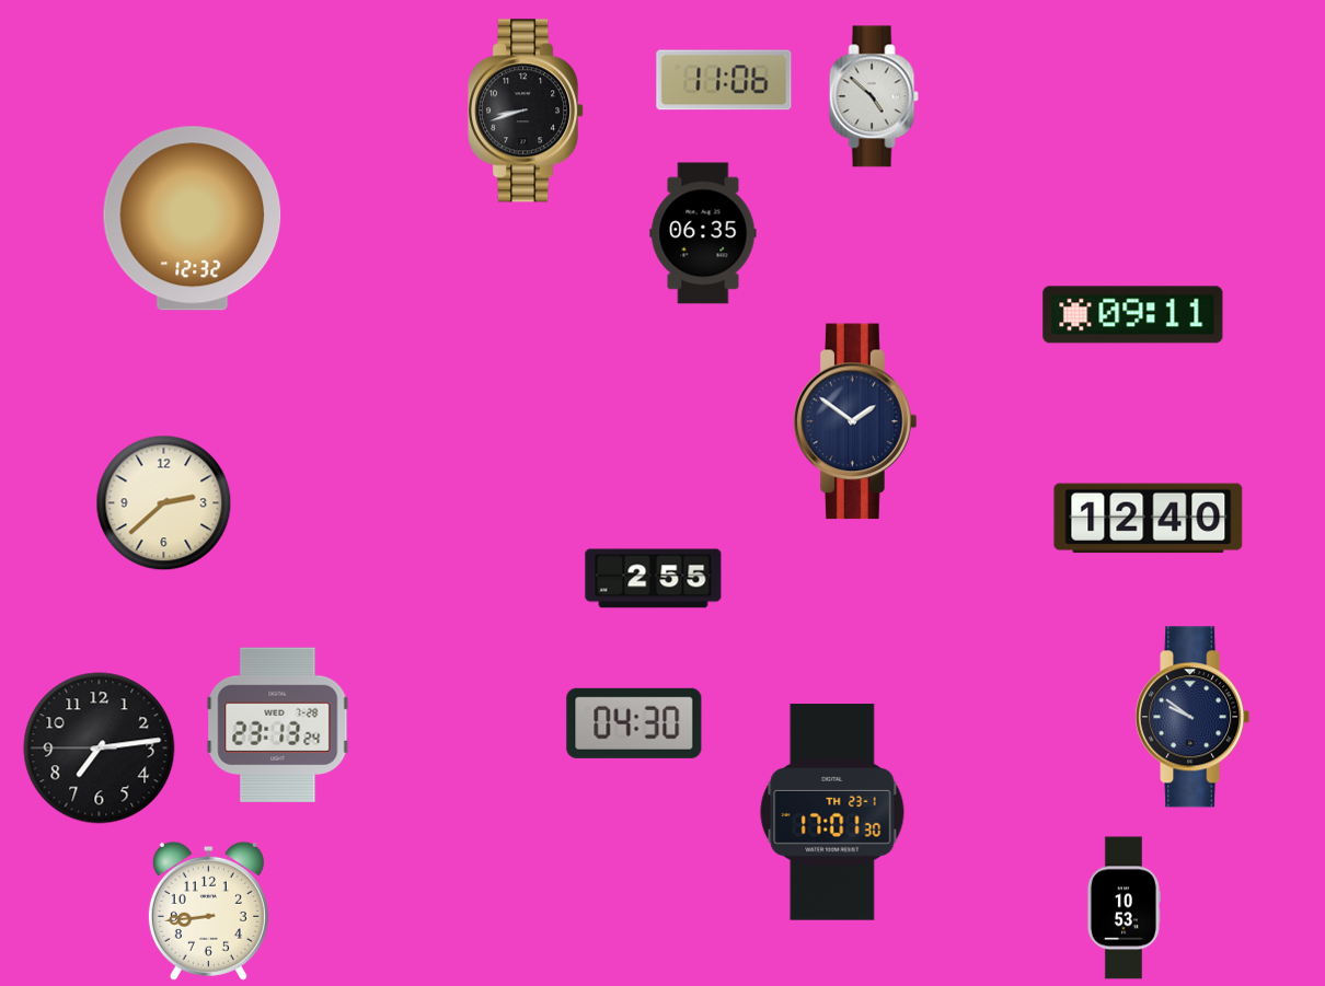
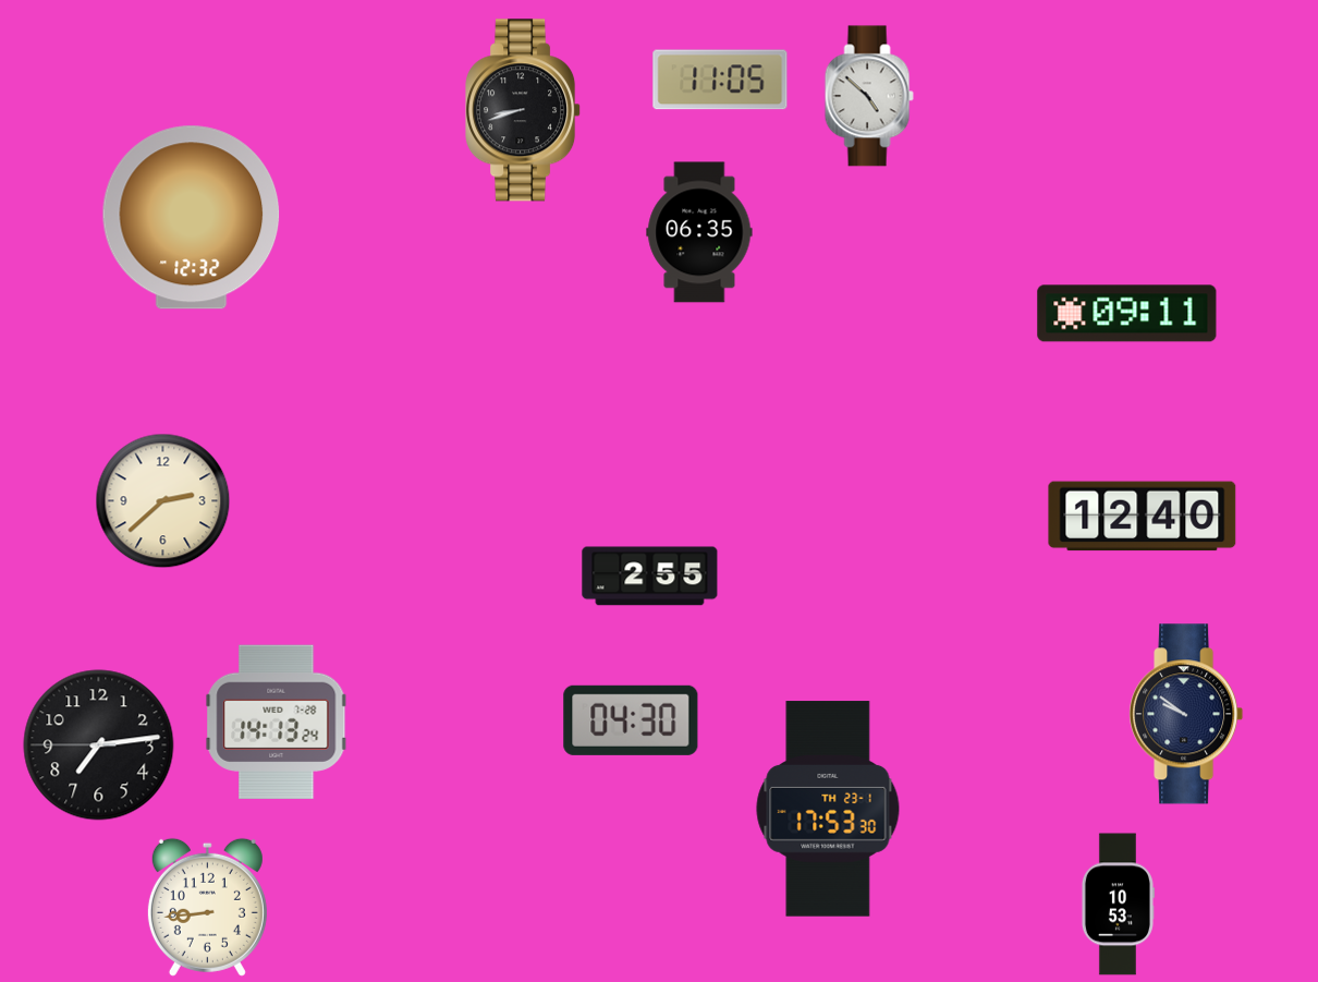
clock at (724, 80): 11:06 -> 11:05
clock at (855, 421): 1:51 -> none
clock at (278, 724): 23:13 -> 14:13
clock at (832, 812): 17:01 -> 17:53
